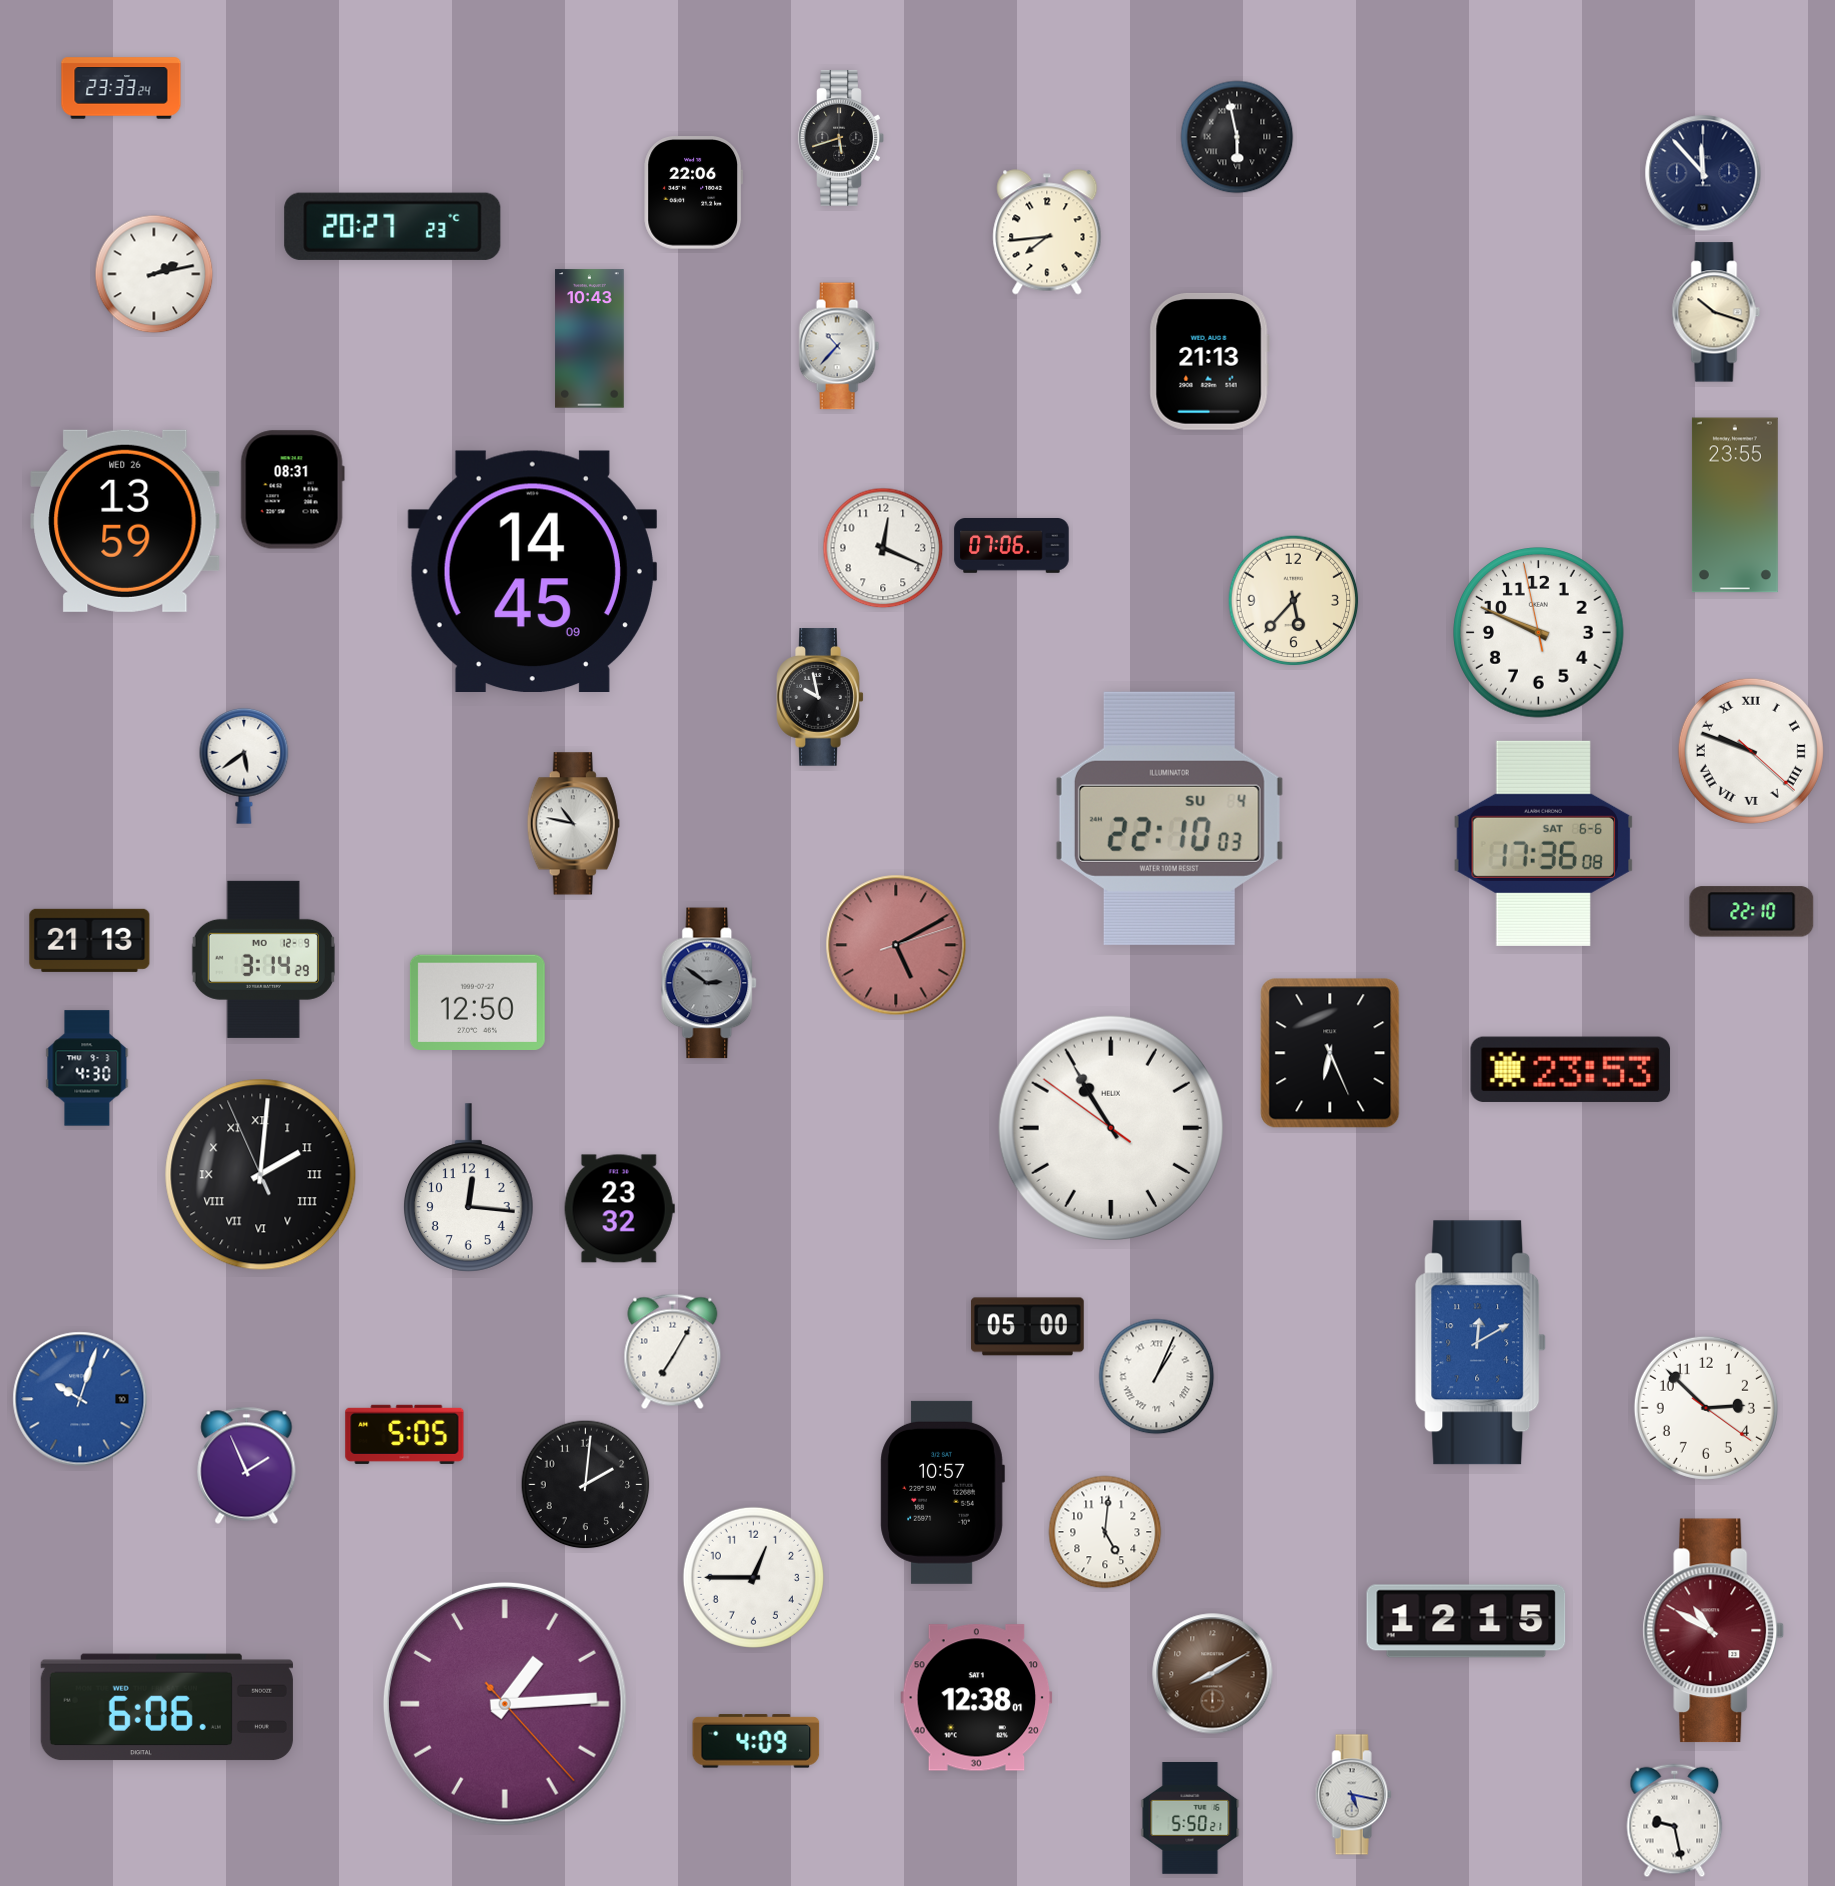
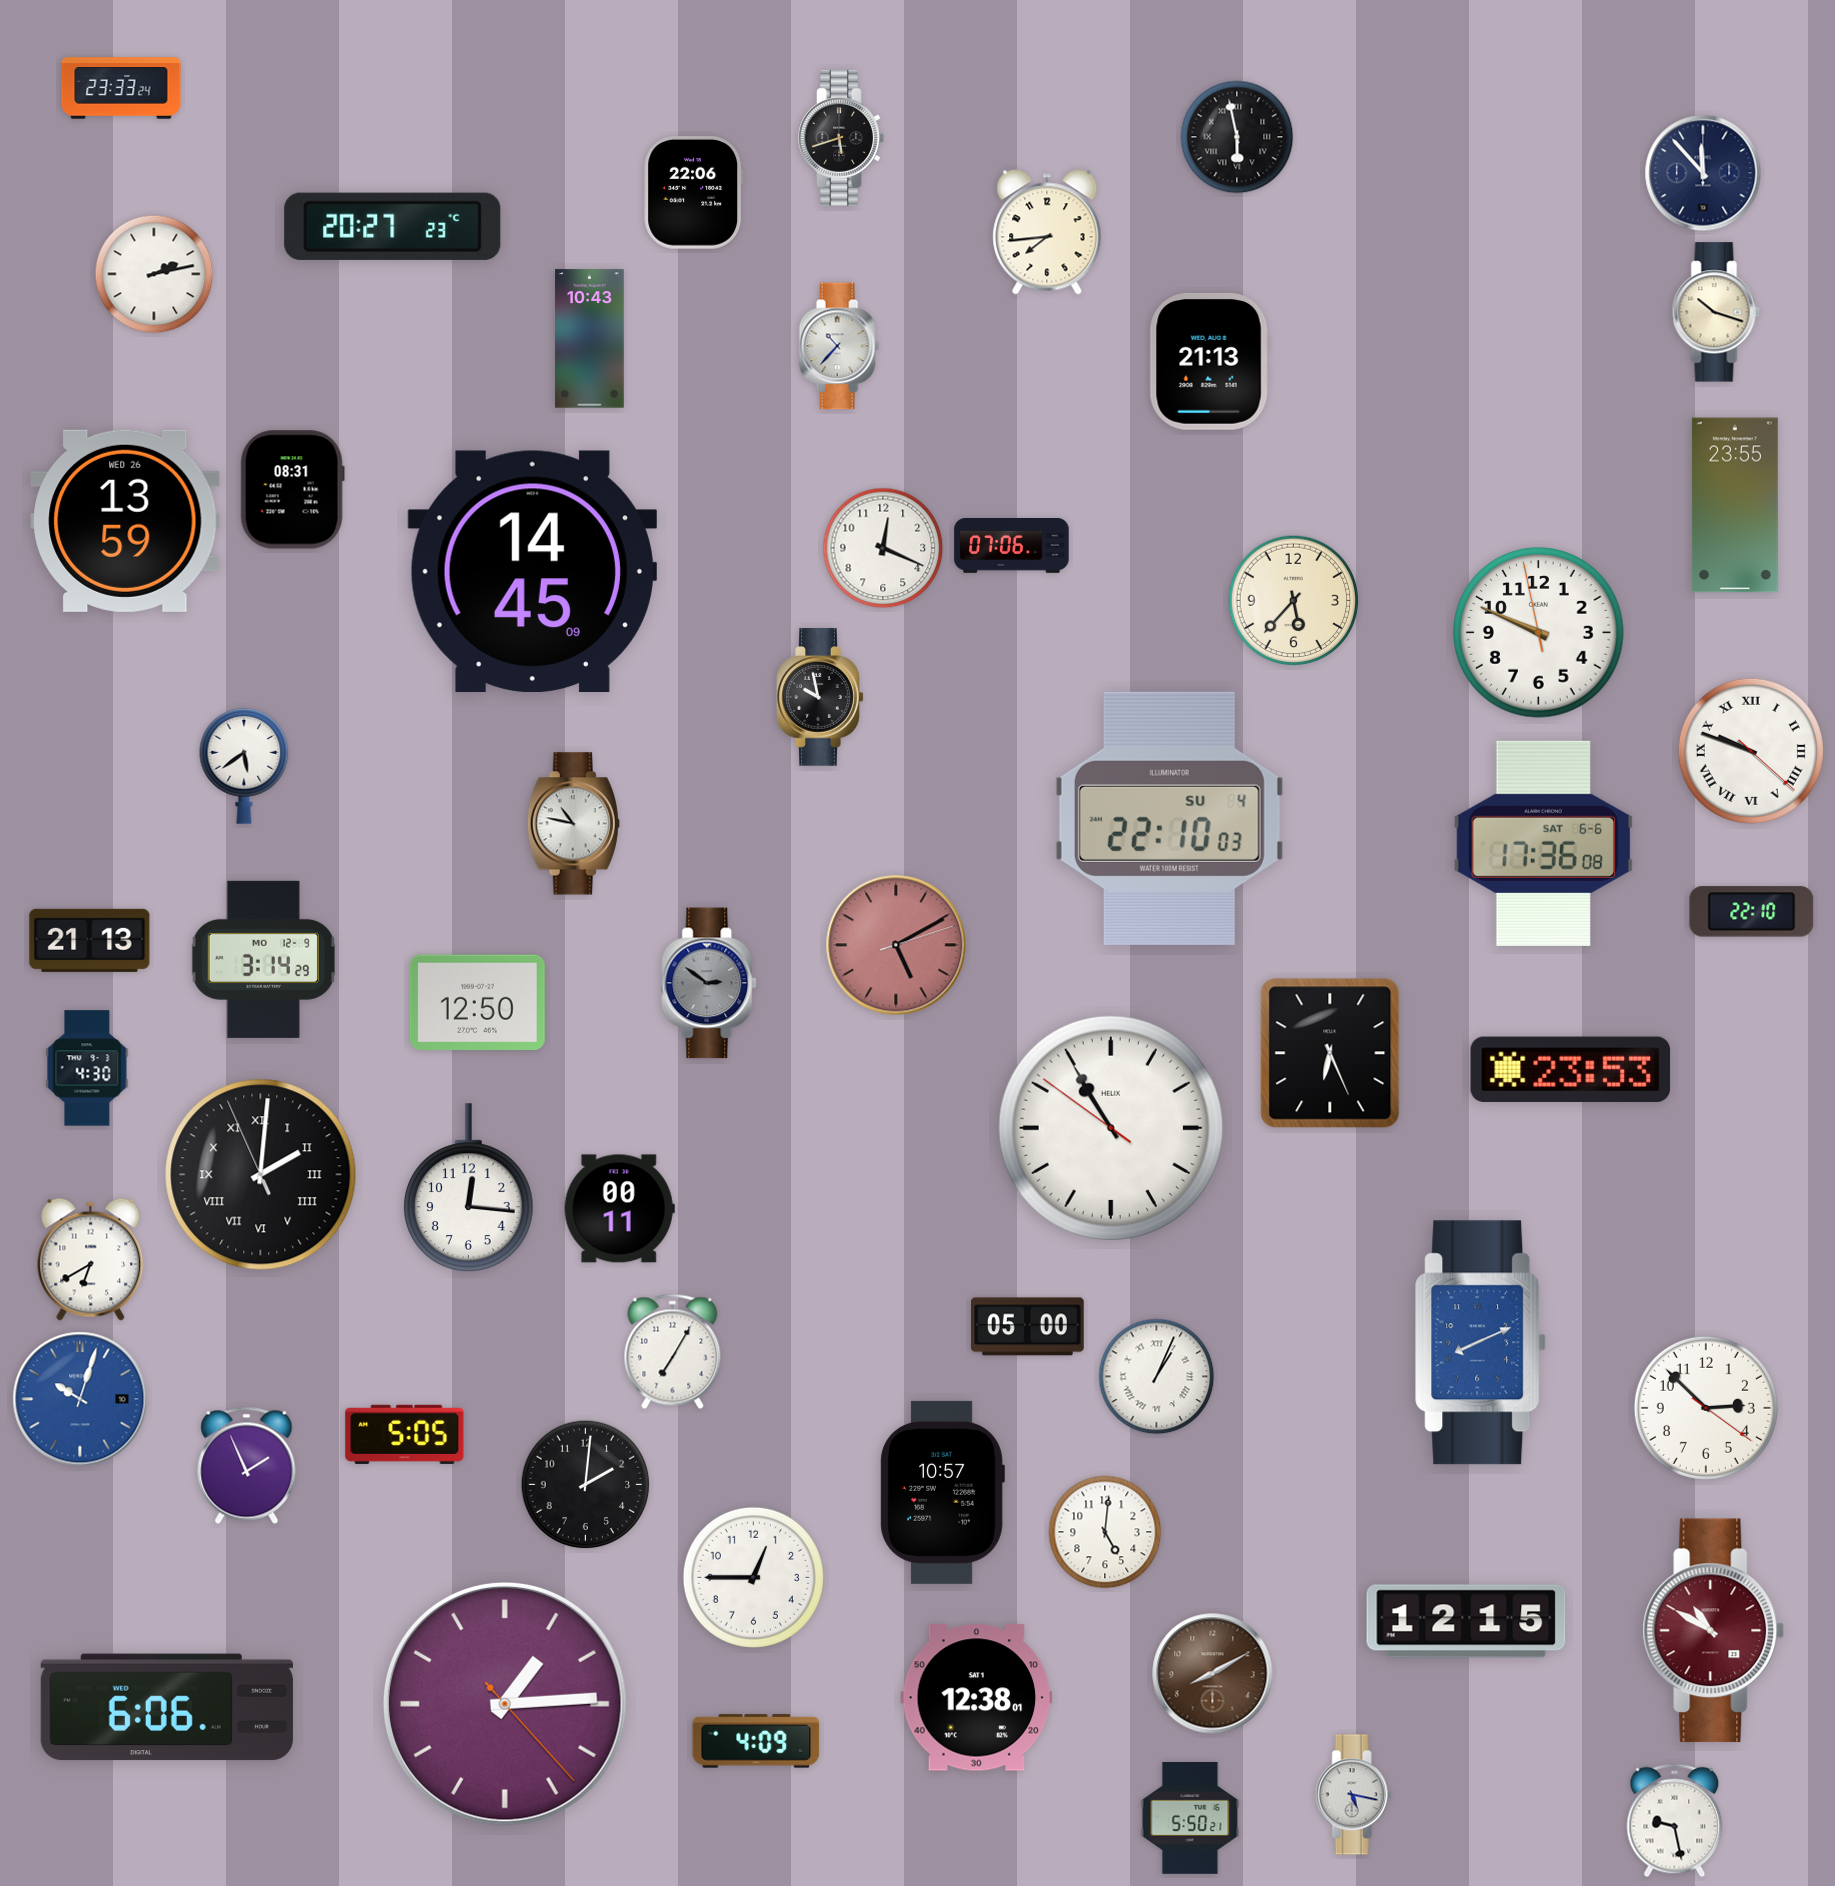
clock at (619, 1209): 23:32 -> 00:11
clock at (91, 1259): none -> 6:40
clock at (1481, 1343): 12:10 -> 8:11
